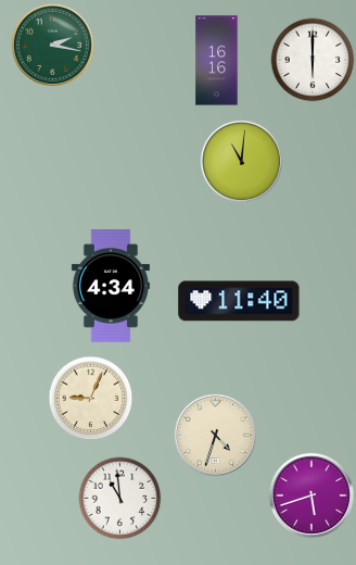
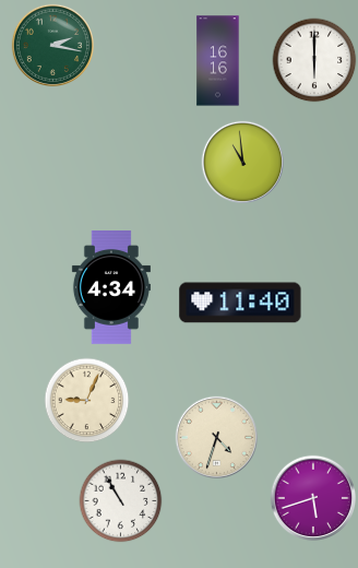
clock at (241, 161): 11:01 -> 10:59
clock at (91, 399) position: (91, 399) -> (87, 401)
clock at (120, 499): 10:59 -> 10:55
